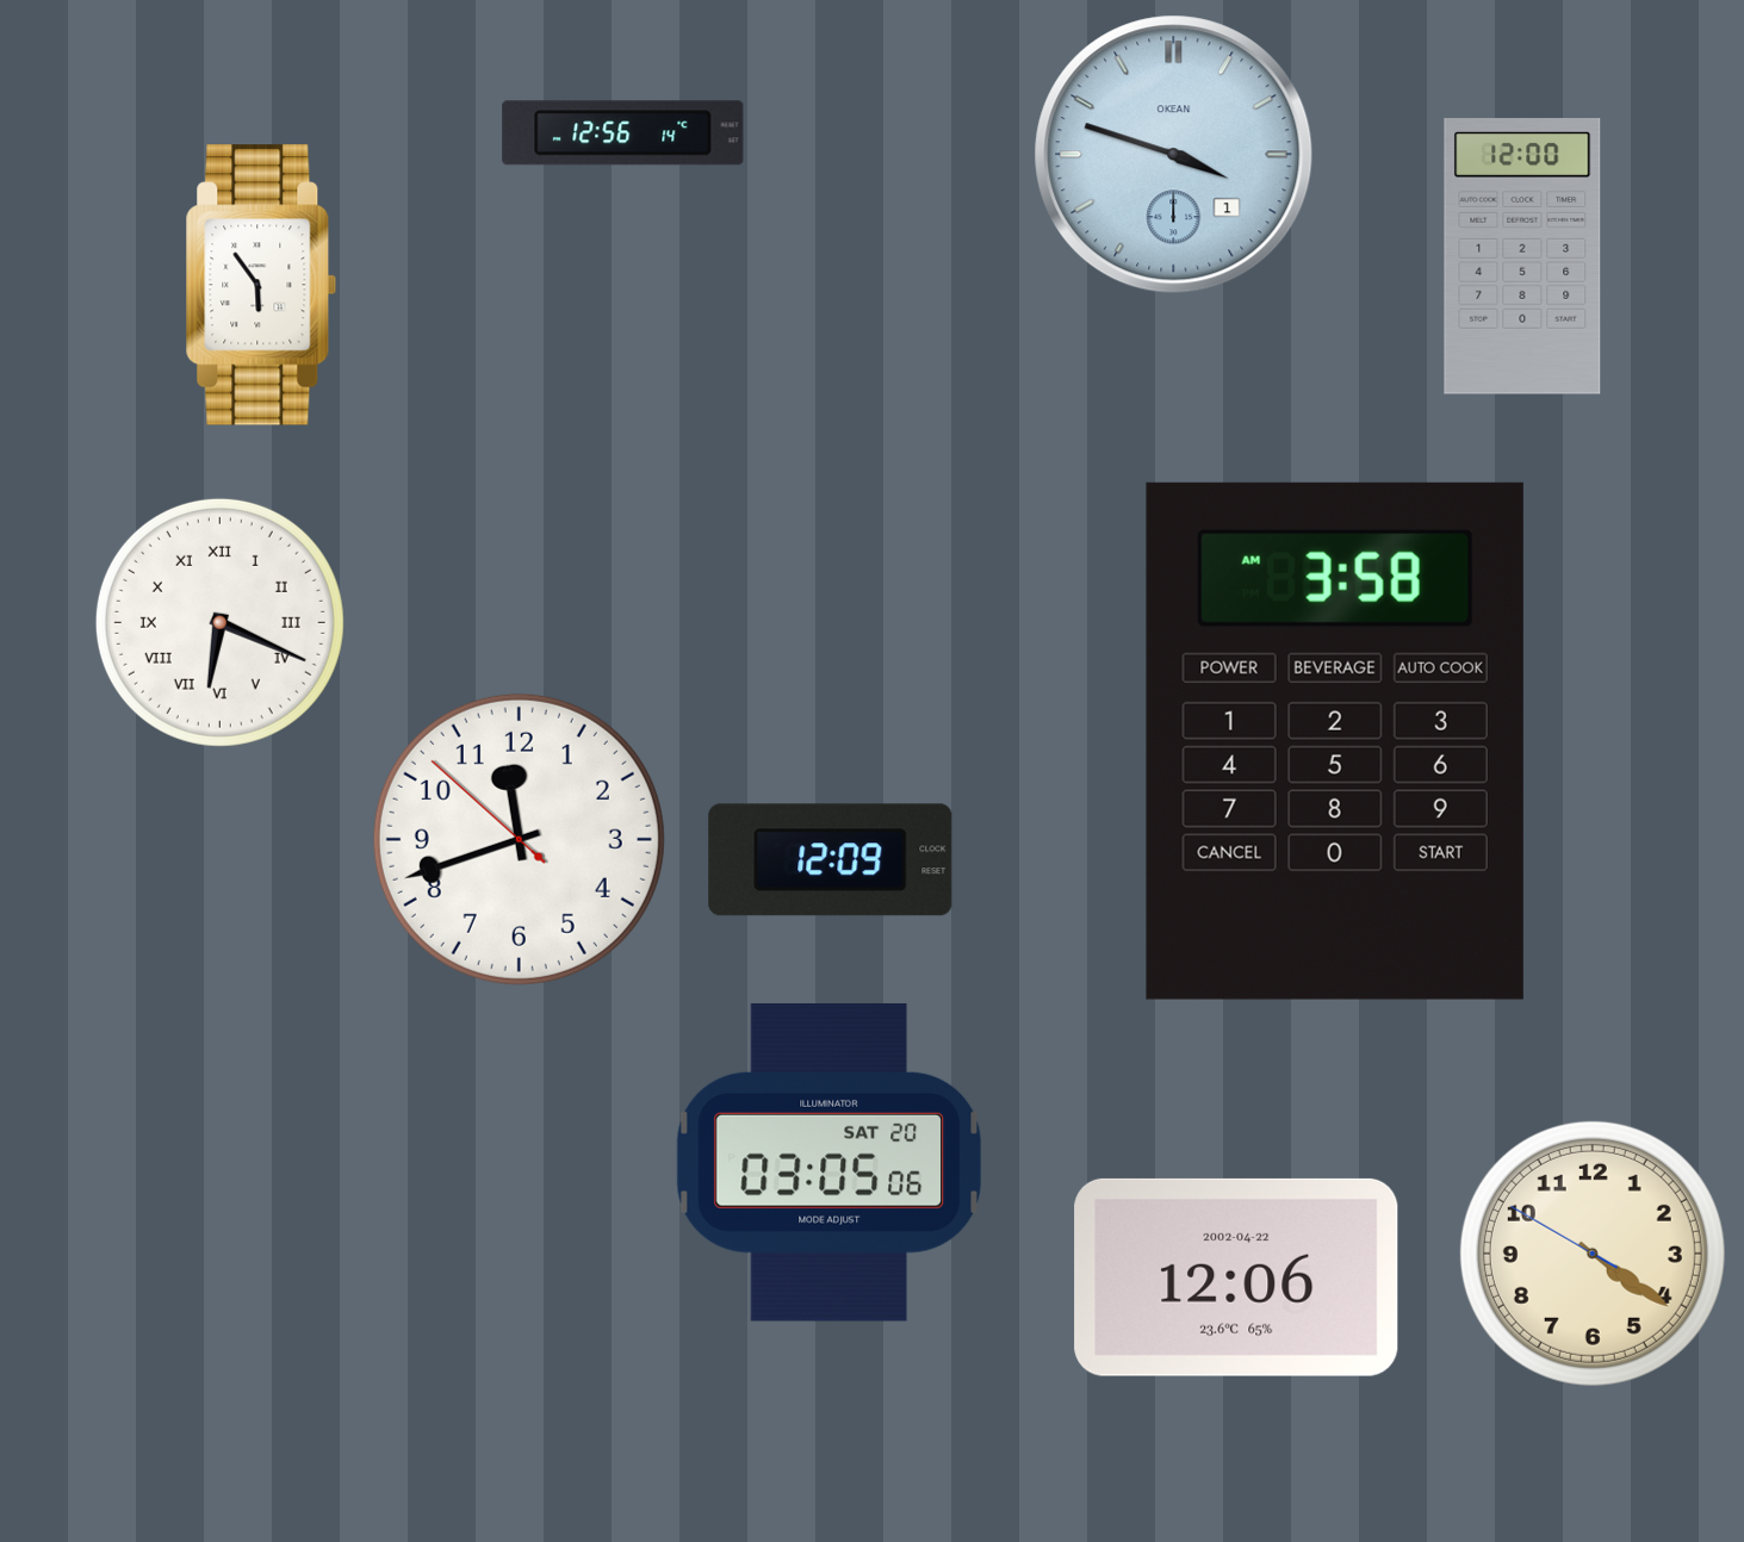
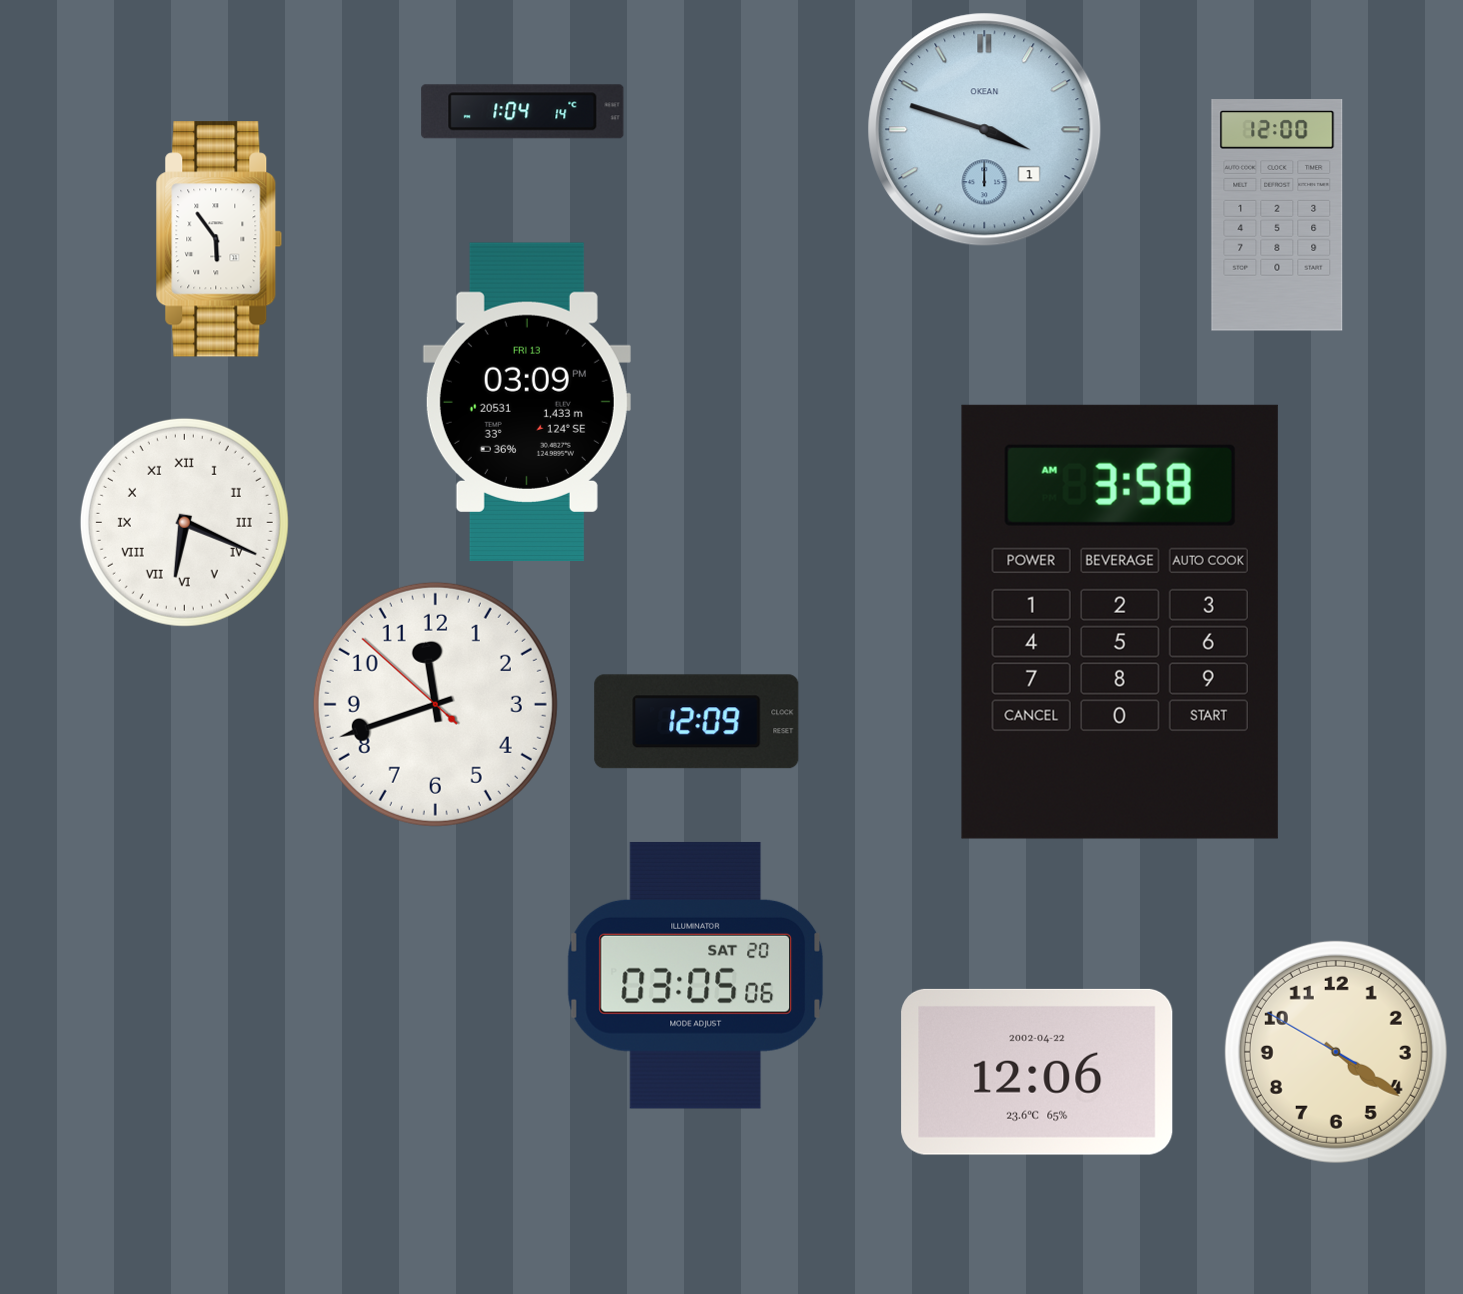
clock at (623, 133): 12:56 -> 1:04
clock at (527, 401): none -> 03:09
